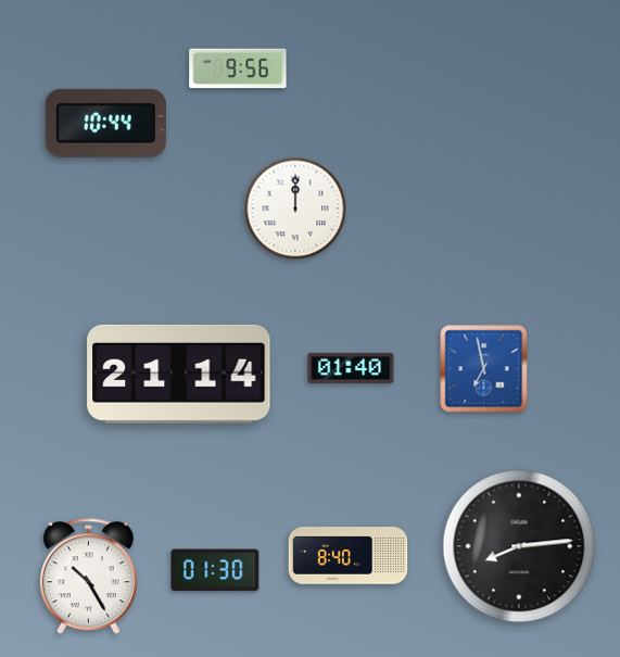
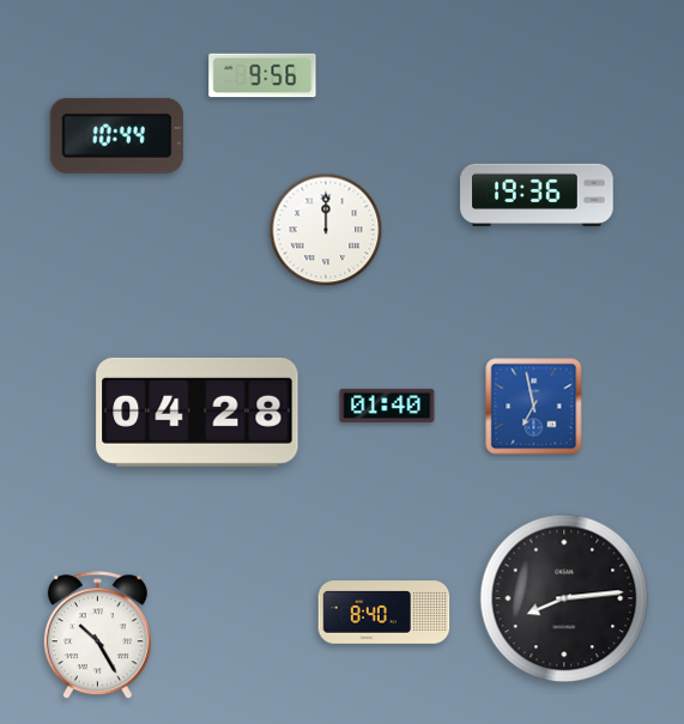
clock at (537, 195): none -> 19:36
clock at (179, 374): 21:14 -> 04:28
clock at (519, 546) position: (519, 546) -> (564, 598)
clock at (215, 570): 01:30 -> none
